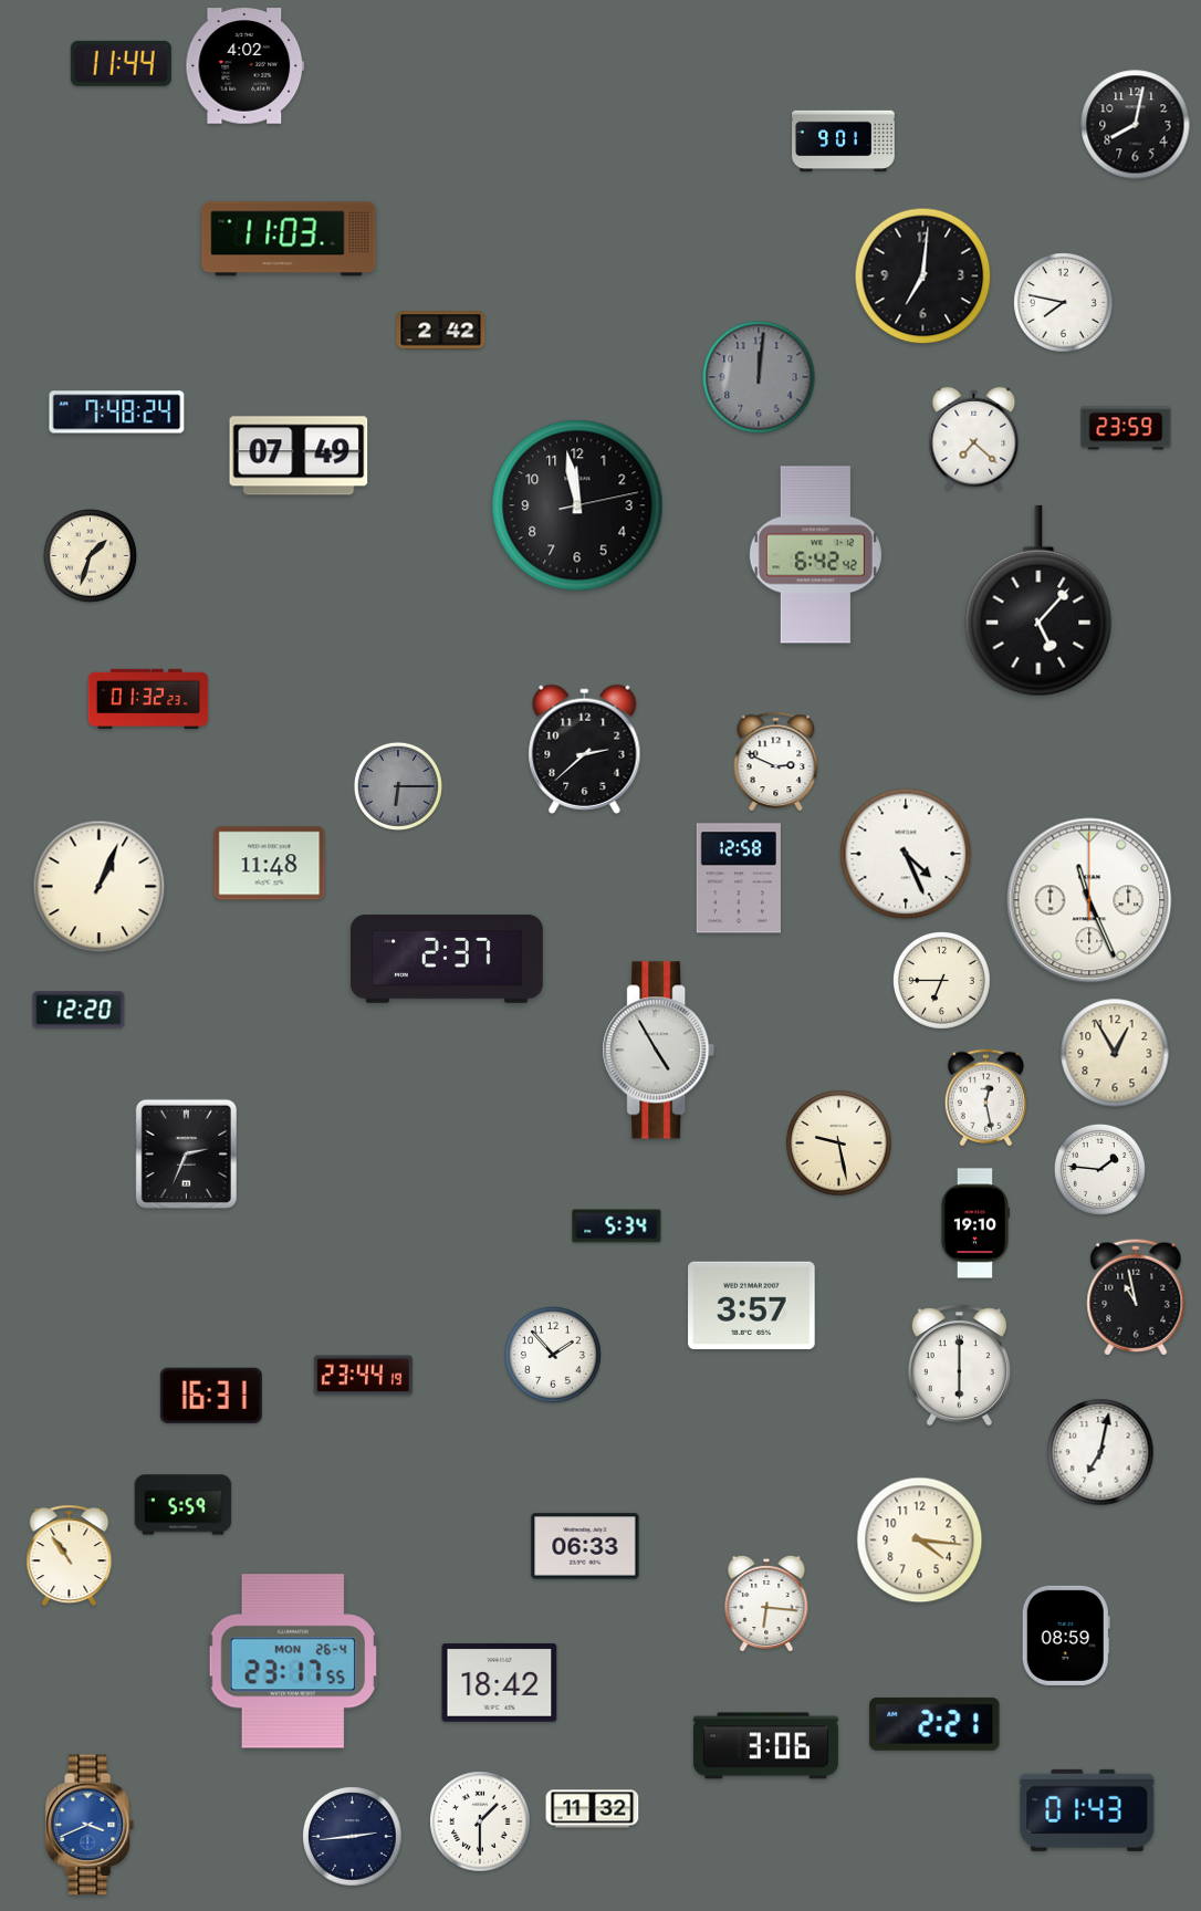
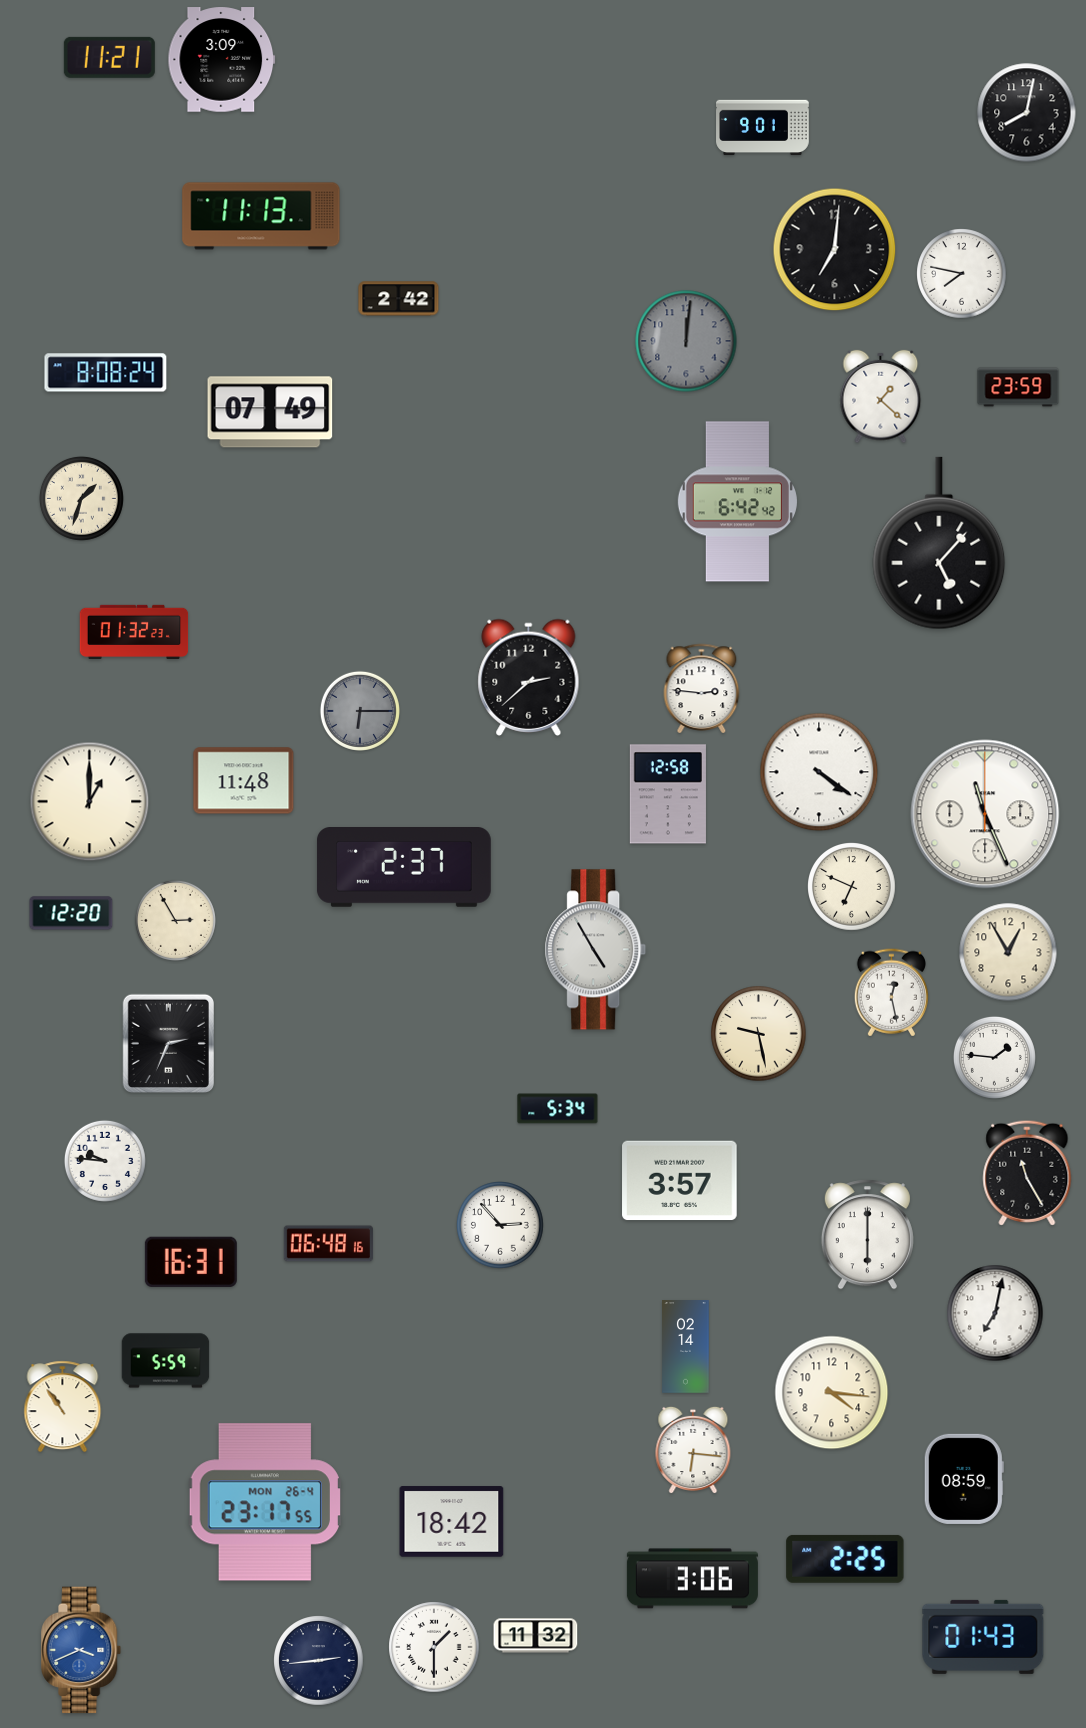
clock at (121, 63): 11:44 -> 11:21
clock at (246, 66): 4:02 -> 3:09
clock at (289, 239): 11:03 -> 11:13
clock at (117, 413): 7:48 -> 8:08
clock at (974, 439): 7:22 -> 1:22
clock at (577, 505): 11:58 -> none
clock at (90, 555) position: (90, 555) -> (81, 498)
clock at (776, 761): 2:49 -> 2:46
clock at (906, 854): 4:26 -> 4:21
clock at (100, 887): 1:04 -> 1:00
clock at (942, 981): 6:45 -> 6:49
clock at (175, 920): none -> 2:55
clock at (974, 1223): 19:10 -> none
clock at (105, 1161): none -> 9:46
clock at (1136, 1297): 10:58 -> 11:25
clock at (554, 1356): 1:53 -> 2:53
clock at (363, 1376): 23:44 -> 06:48
clock at (686, 1347): none -> 02:14
clock at (585, 1546): 06:33 -> none
clock at (934, 1724): 2:21 -> 2:25
